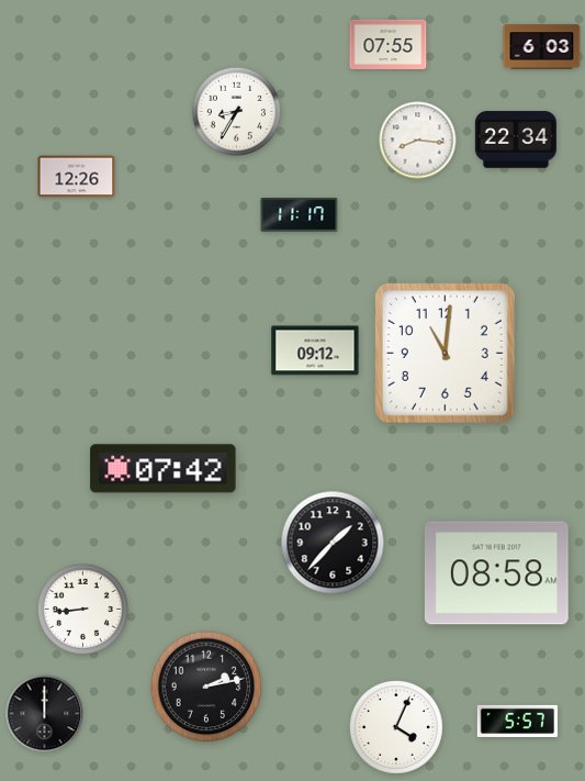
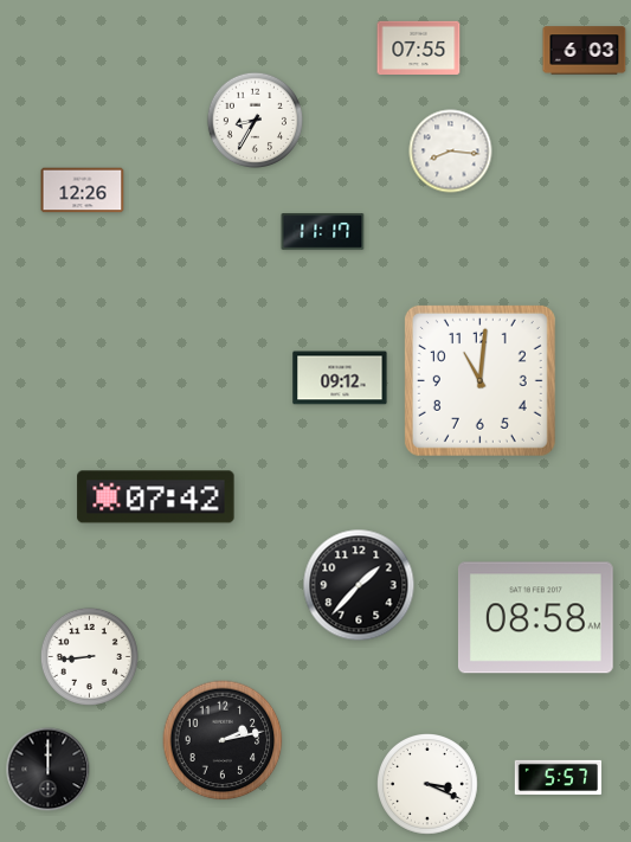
clock at (516, 140): 22:34 -> none
clock at (164, 469) position: (164, 469) -> (156, 497)
clock at (397, 728): 4:04 -> 3:19
